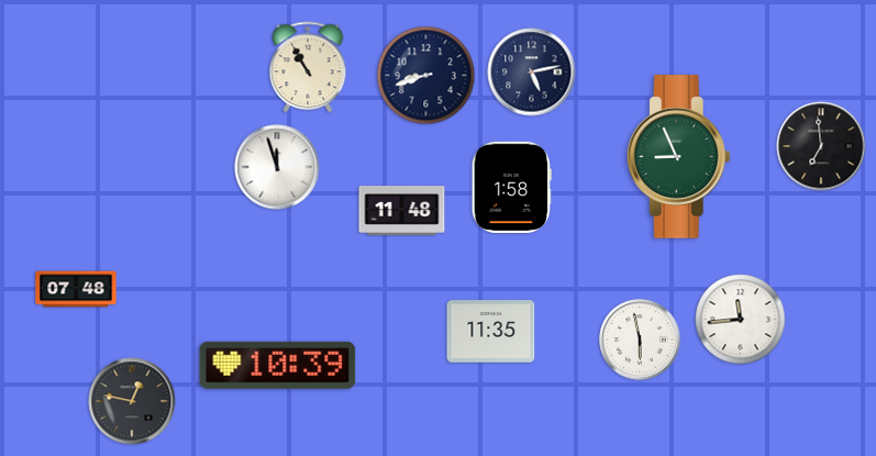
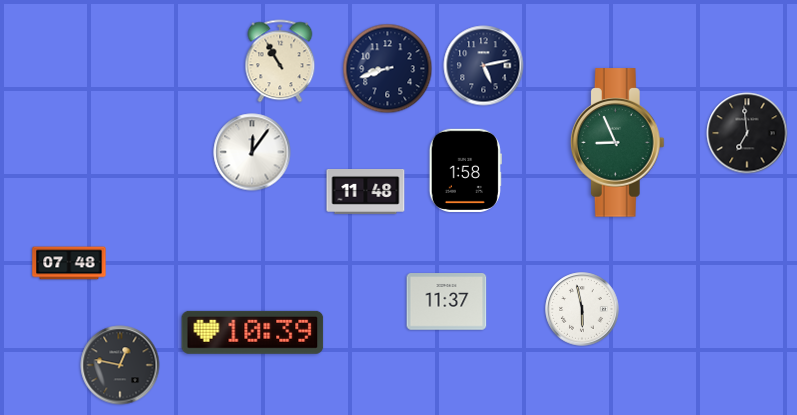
clock at (277, 167): 11:57 -> 12:06
clock at (741, 320): 11:44 -> none
clock at (491, 332): 11:35 -> 11:37
